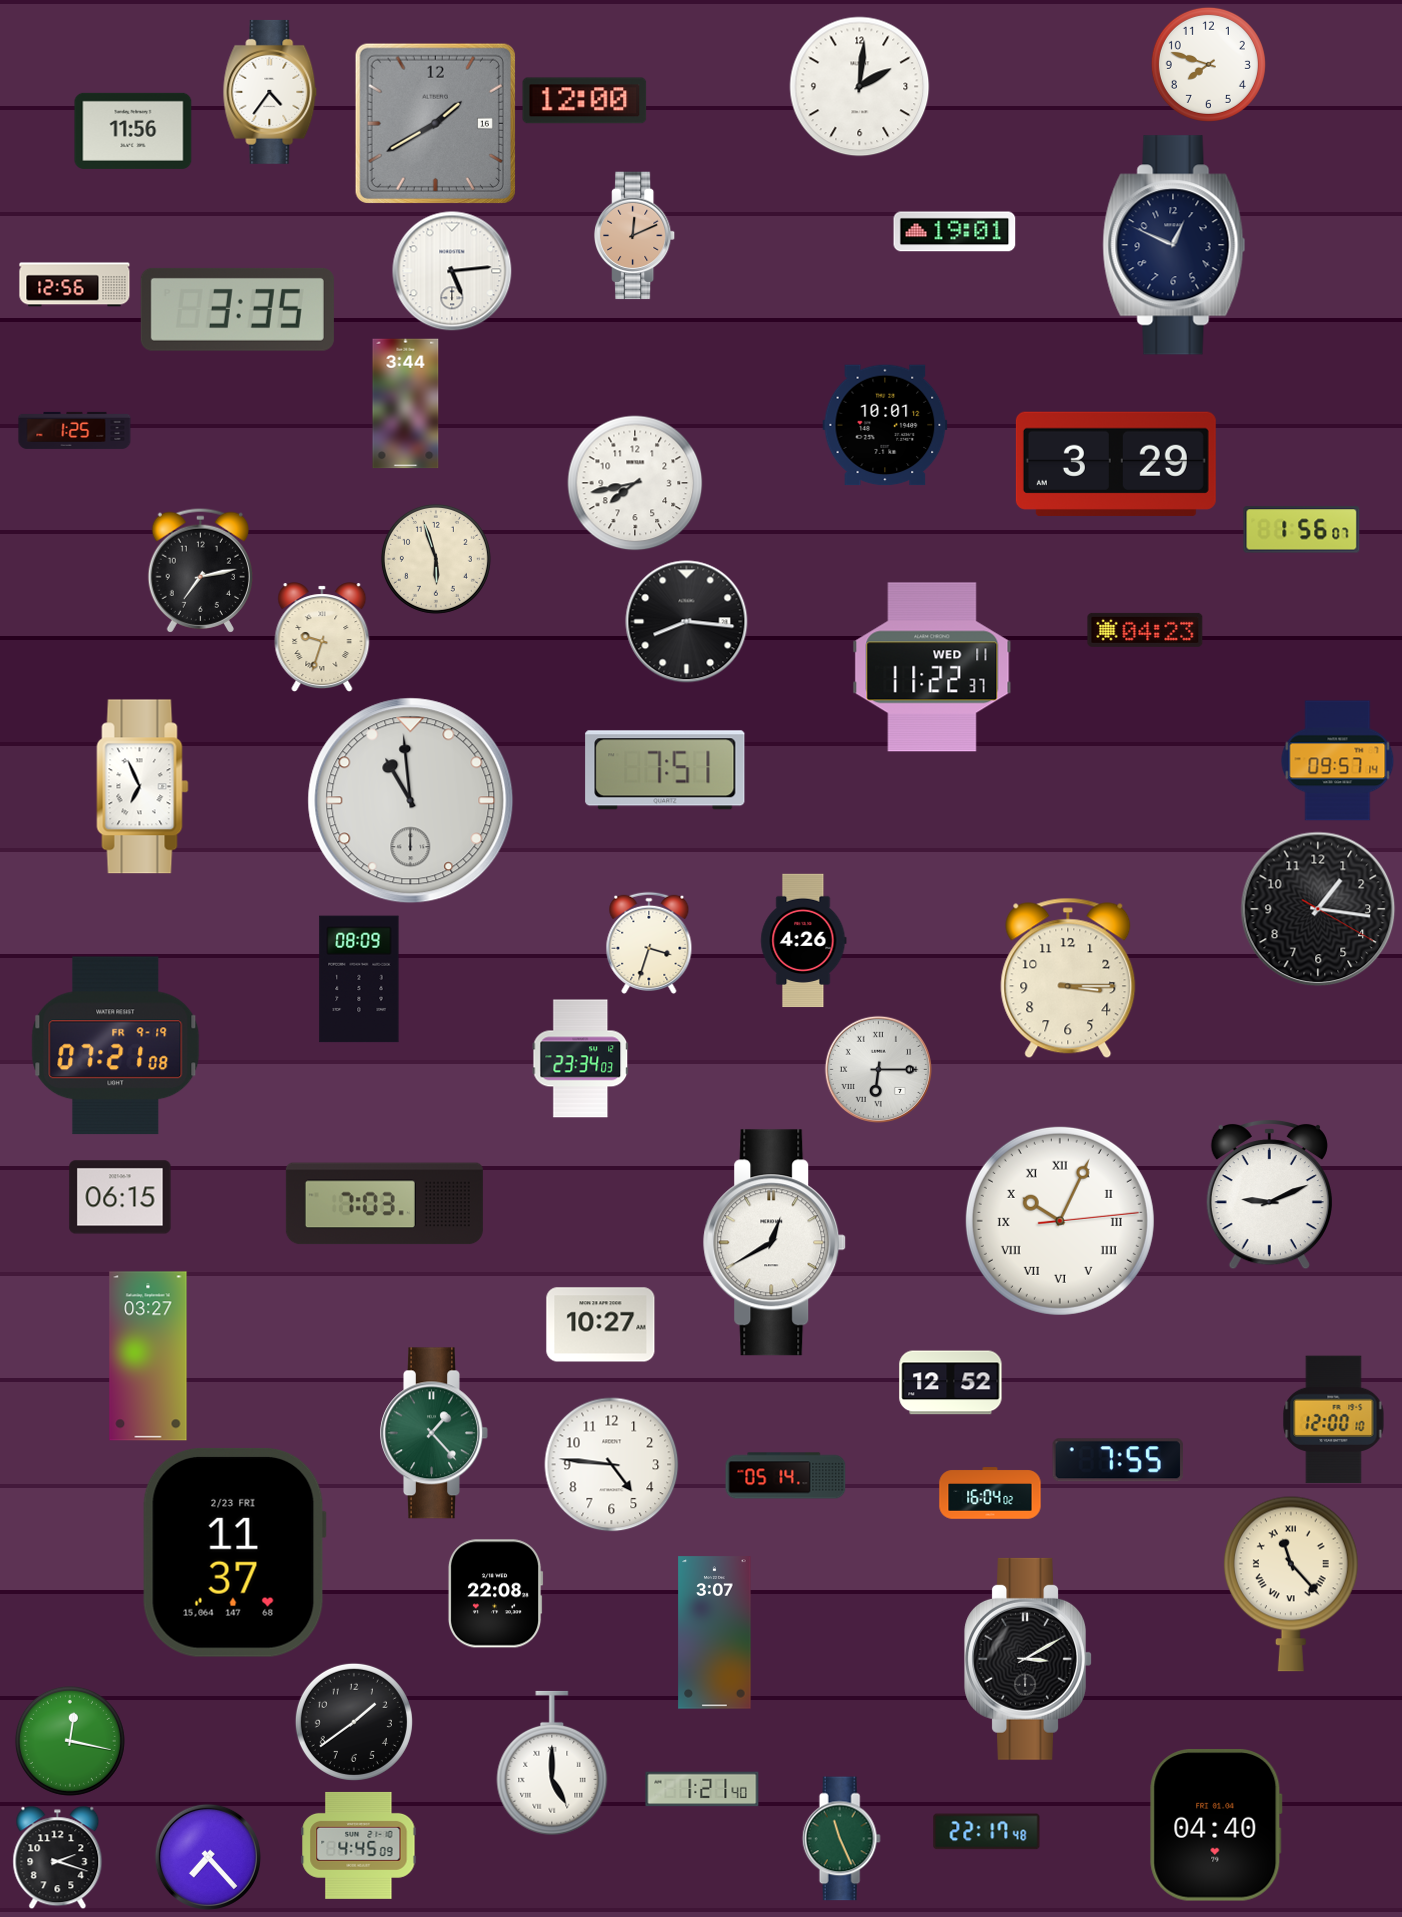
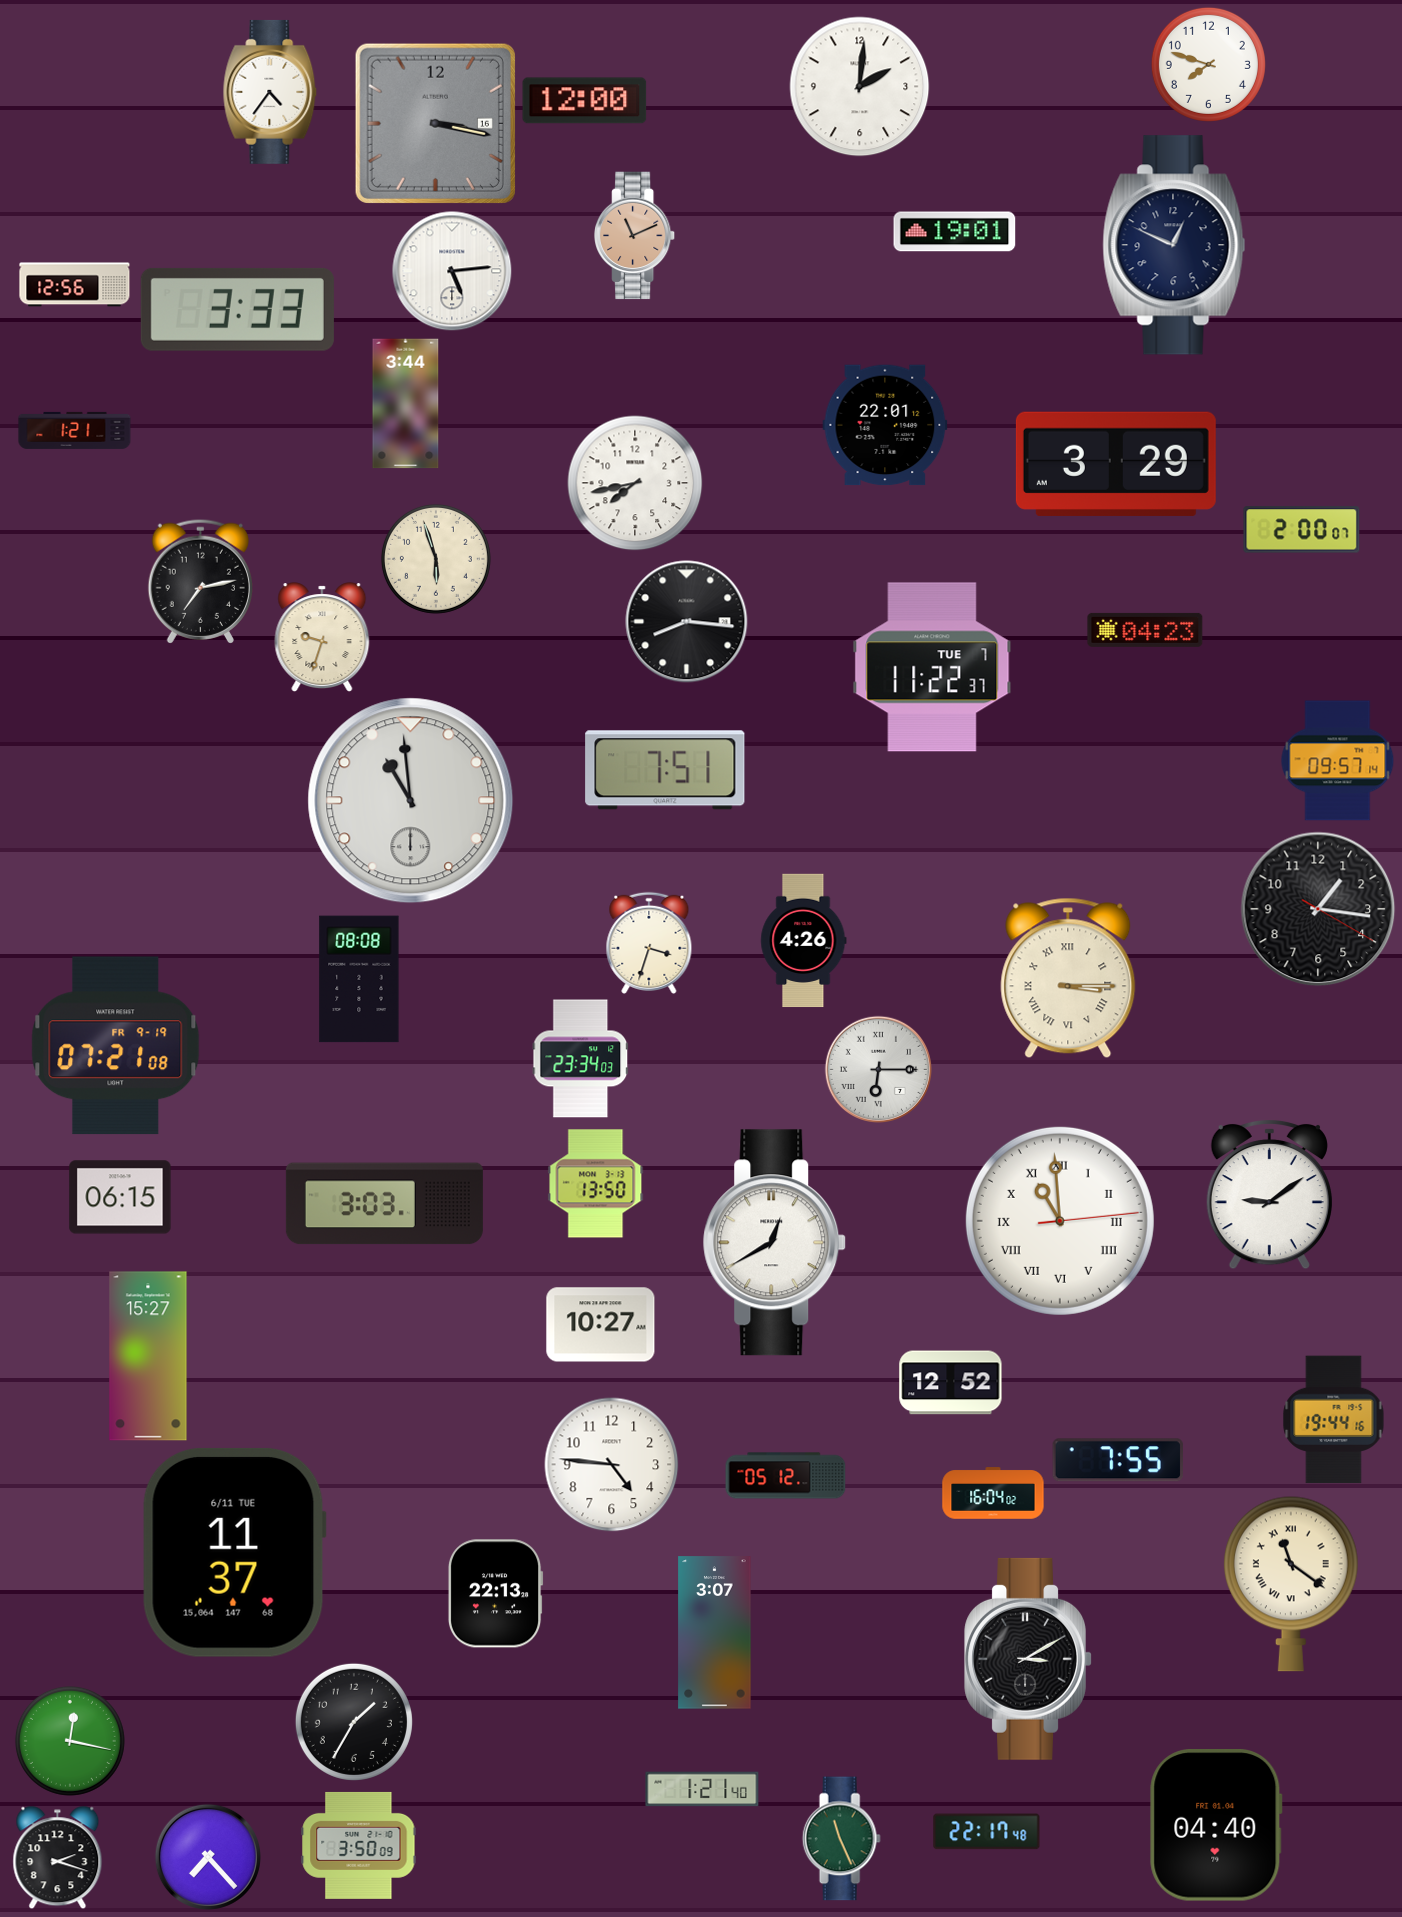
clock at (435, 123): 1:40 -> 3:17
clock at (133, 131): 11:56 -> none
clock at (636, 236): 12:11 -> 11:11
clock at (237, 309): 3:35 -> 3:33
clock at (885, 425): 10:01 -> 22:01
clock at (75, 430): 1:25 -> 1:21
clock at (1302, 530): 1:56 -> 2:00
clock at (200, 570) position: (200, 570) -> (200, 581)
clock at (932, 667) date: WED 11 -> TUE 7
clock at (143, 787): 6:56 -> none
clock at (1068, 978) numerals: Arabic -> Roman
clock at (359, 979): 08:09 -> 08:08
clock at (596, 1184): none -> 13:50
clock at (1269, 1194): 9:11 -> 9:09
clock at (384, 1204): 7:03 -> 3:03
clock at (1060, 1221): 10:04 -> 10:59
clock at (148, 1356): 03:27 -> 15:27
clock at (1334, 1420): 12:00 -> 19:44
clock at (434, 1433): 1:23 -> none
clock at (786, 1476): 05:14 -> 05:12
clock at (990, 1493) position: (990, 1493) -> (993, 1493)
clock at (234, 1552) date: 2/23 FRI -> 6/11 TUE
clock at (1291, 1584): 11:23 -> 11:21
clock at (495, 1594): 22:08 -> 22:13
clock at (354, 1722): 1:39 -> 1:35
clock at (552, 1763): 5:00 -> none
clock at (359, 1845): 4:45 -> 3:50
